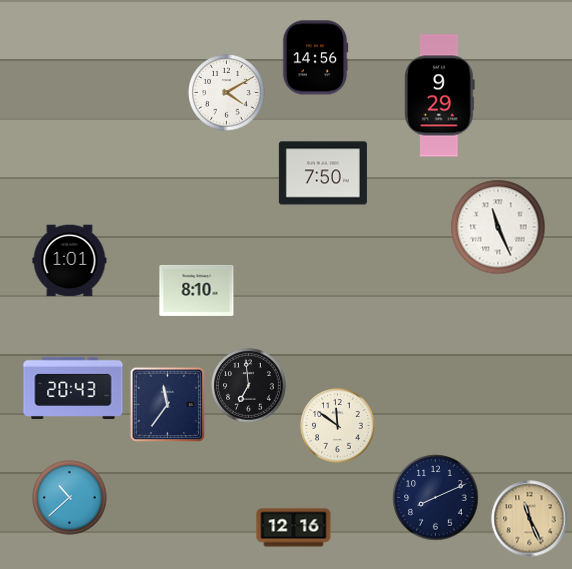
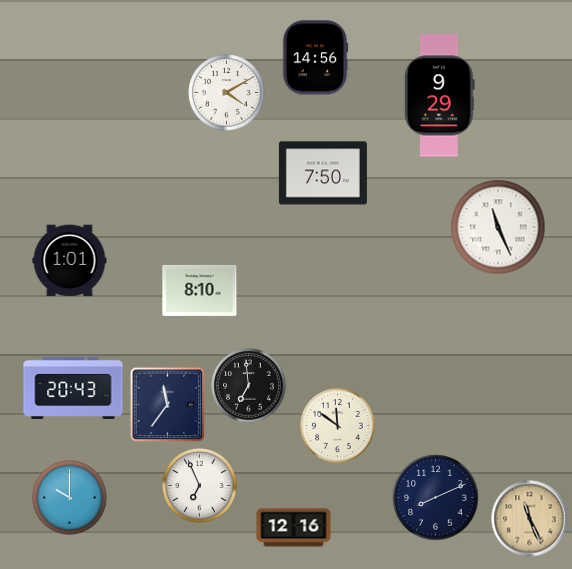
clock at (197, 290) position: (197, 290) -> (200, 290)
clock at (200, 486): none -> 6:56
clock at (70, 498): 10:38 -> 10:00
